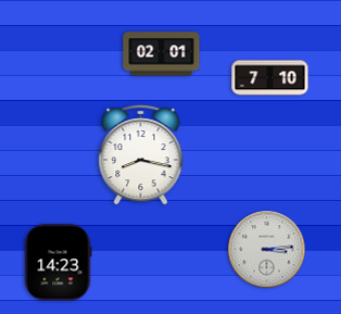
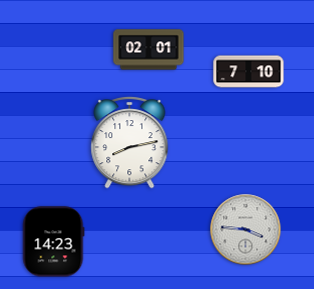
clock at (141, 154): 8:17 -> 8:13
clock at (267, 250): 3:14 -> 3:46
